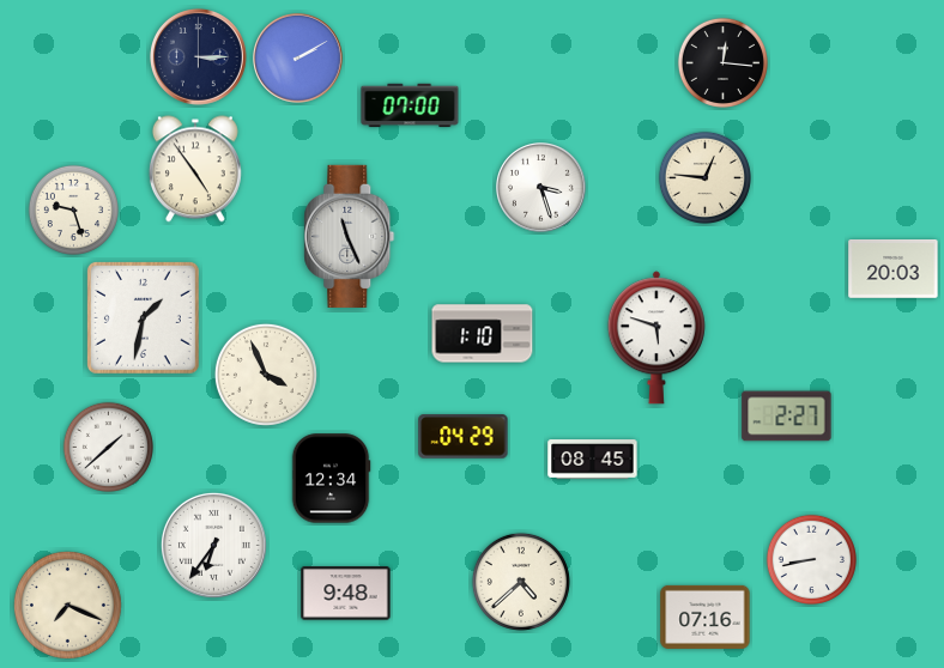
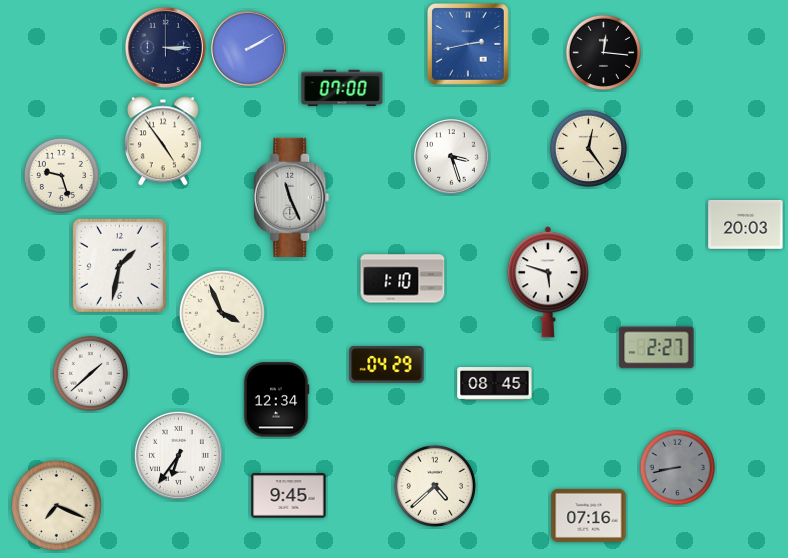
clock at (469, 45): none -> 2:43
clock at (704, 177): 12:46 -> 12:24
clock at (811, 559) dial: white -> grey
clock at (346, 594): 9:48 -> 9:45
